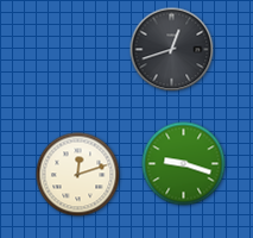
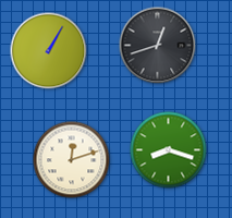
clock at (49, 51): none -> 1:05
clock at (184, 164): 9:18 -> 8:18
